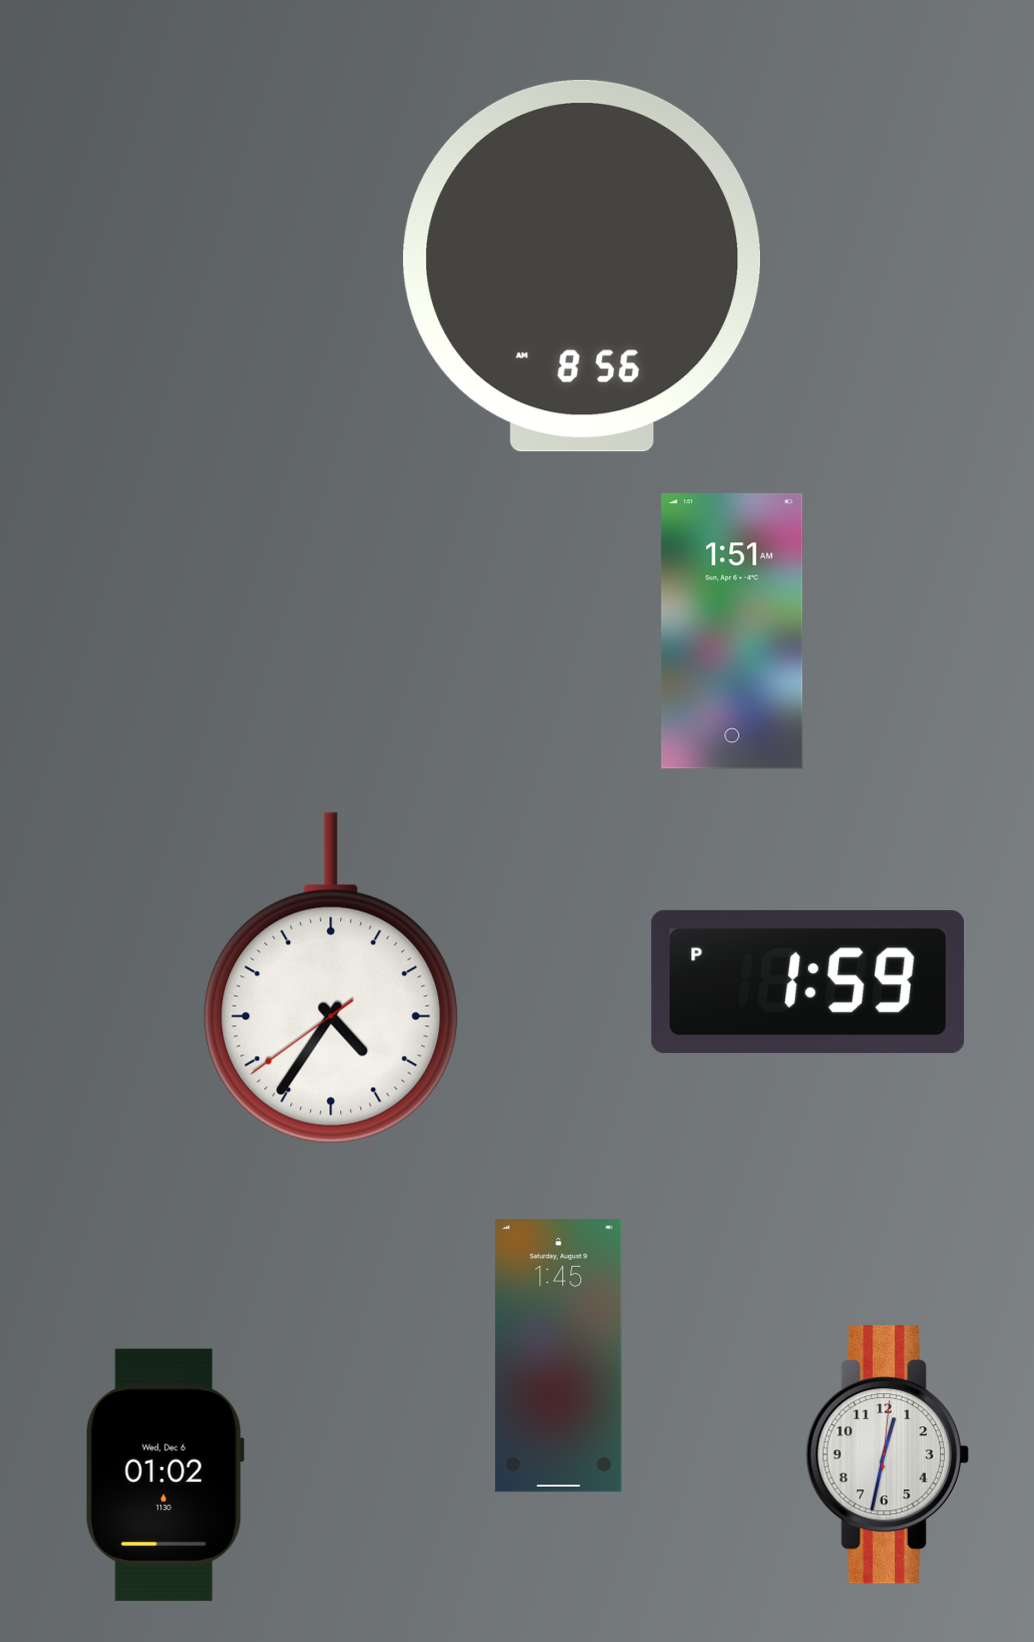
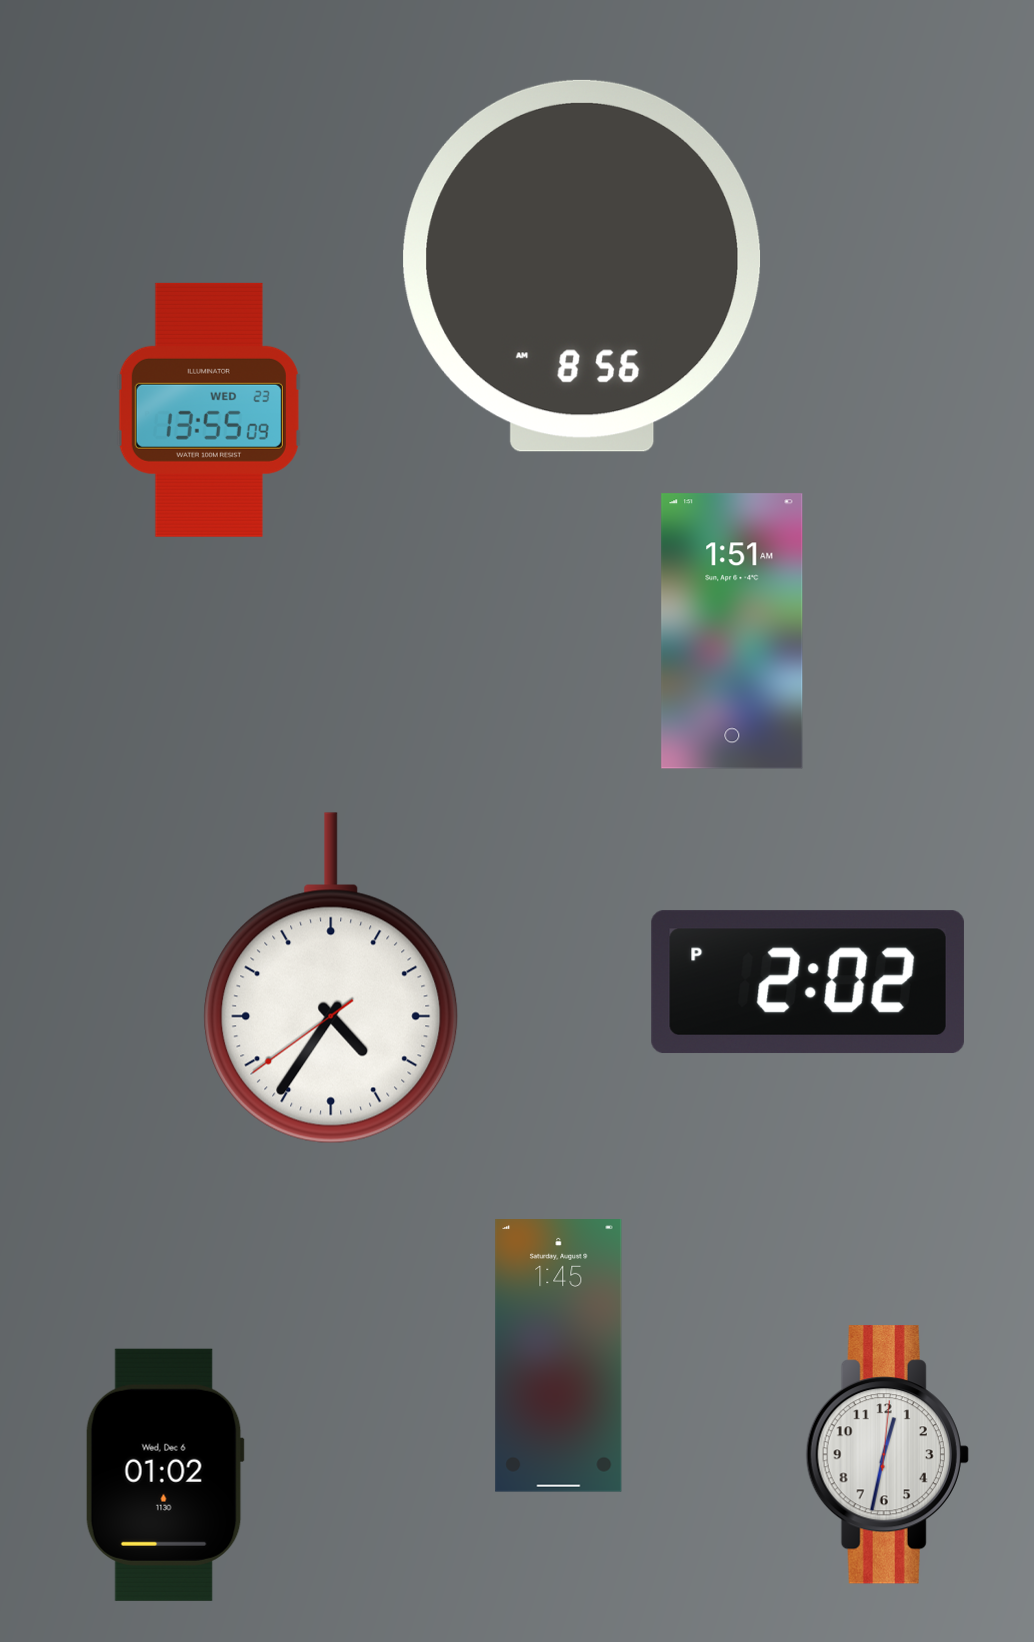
clock at (209, 410): none -> 13:55
clock at (808, 982): 1:59 -> 2:02
